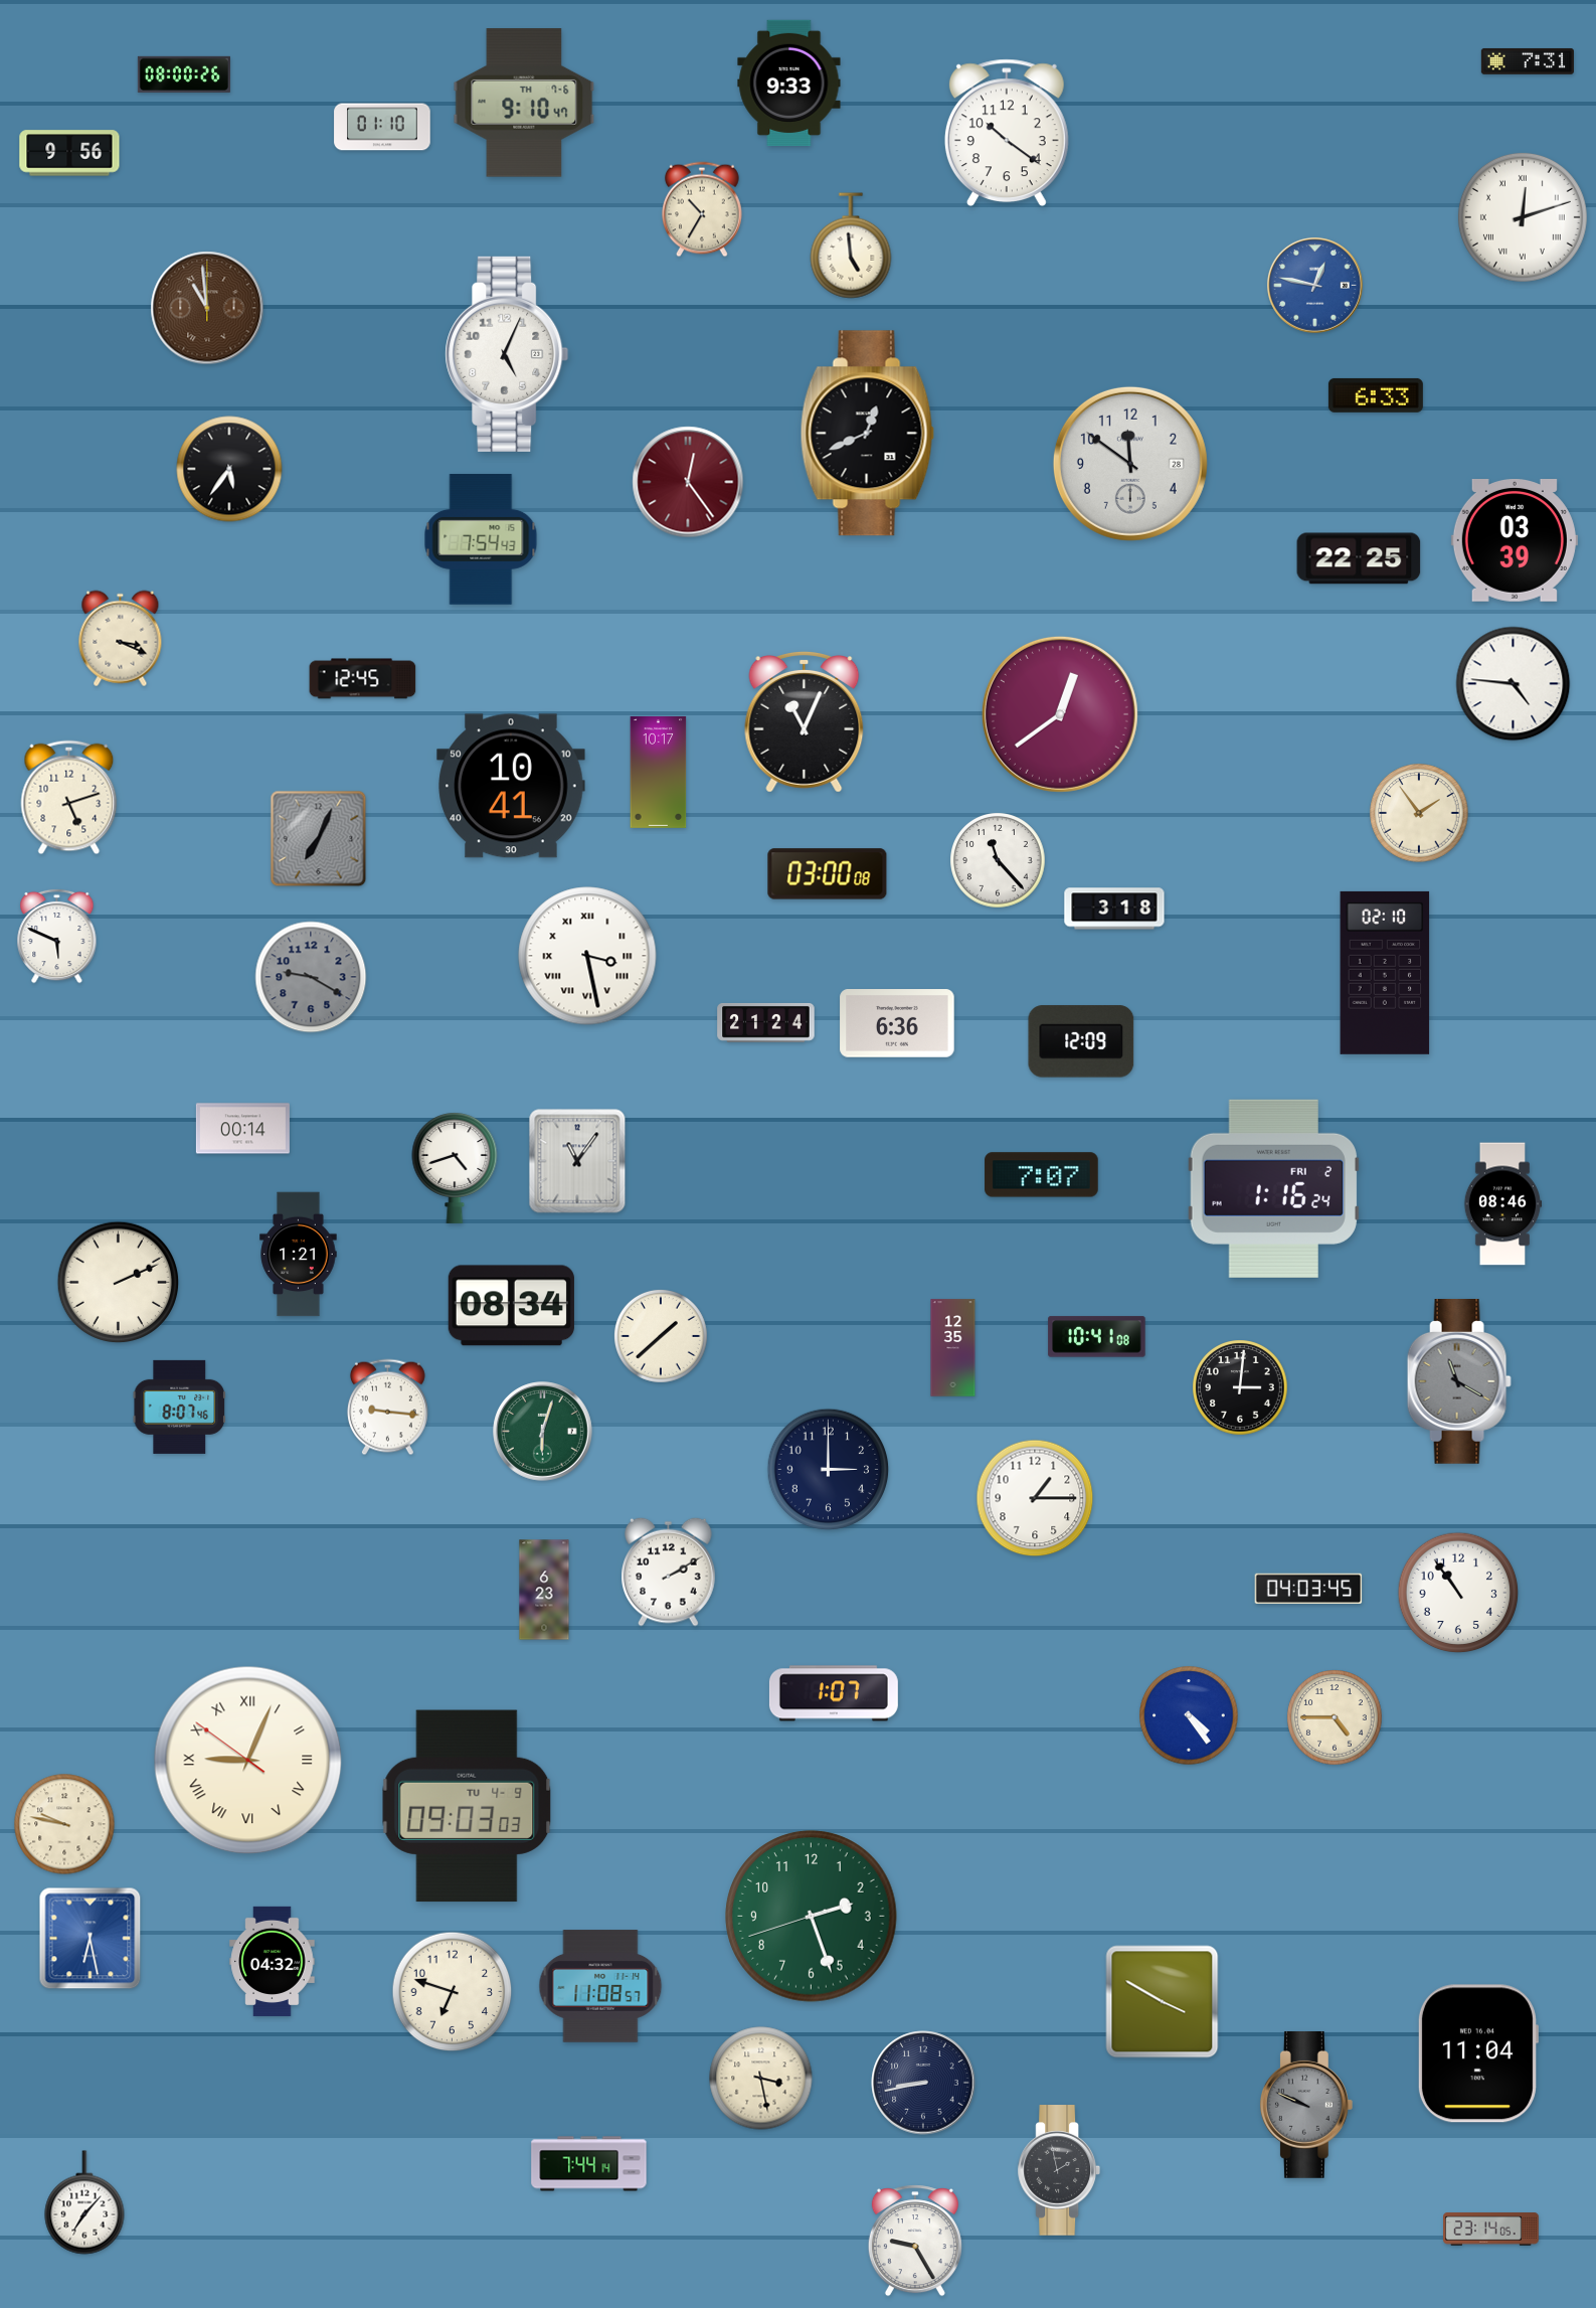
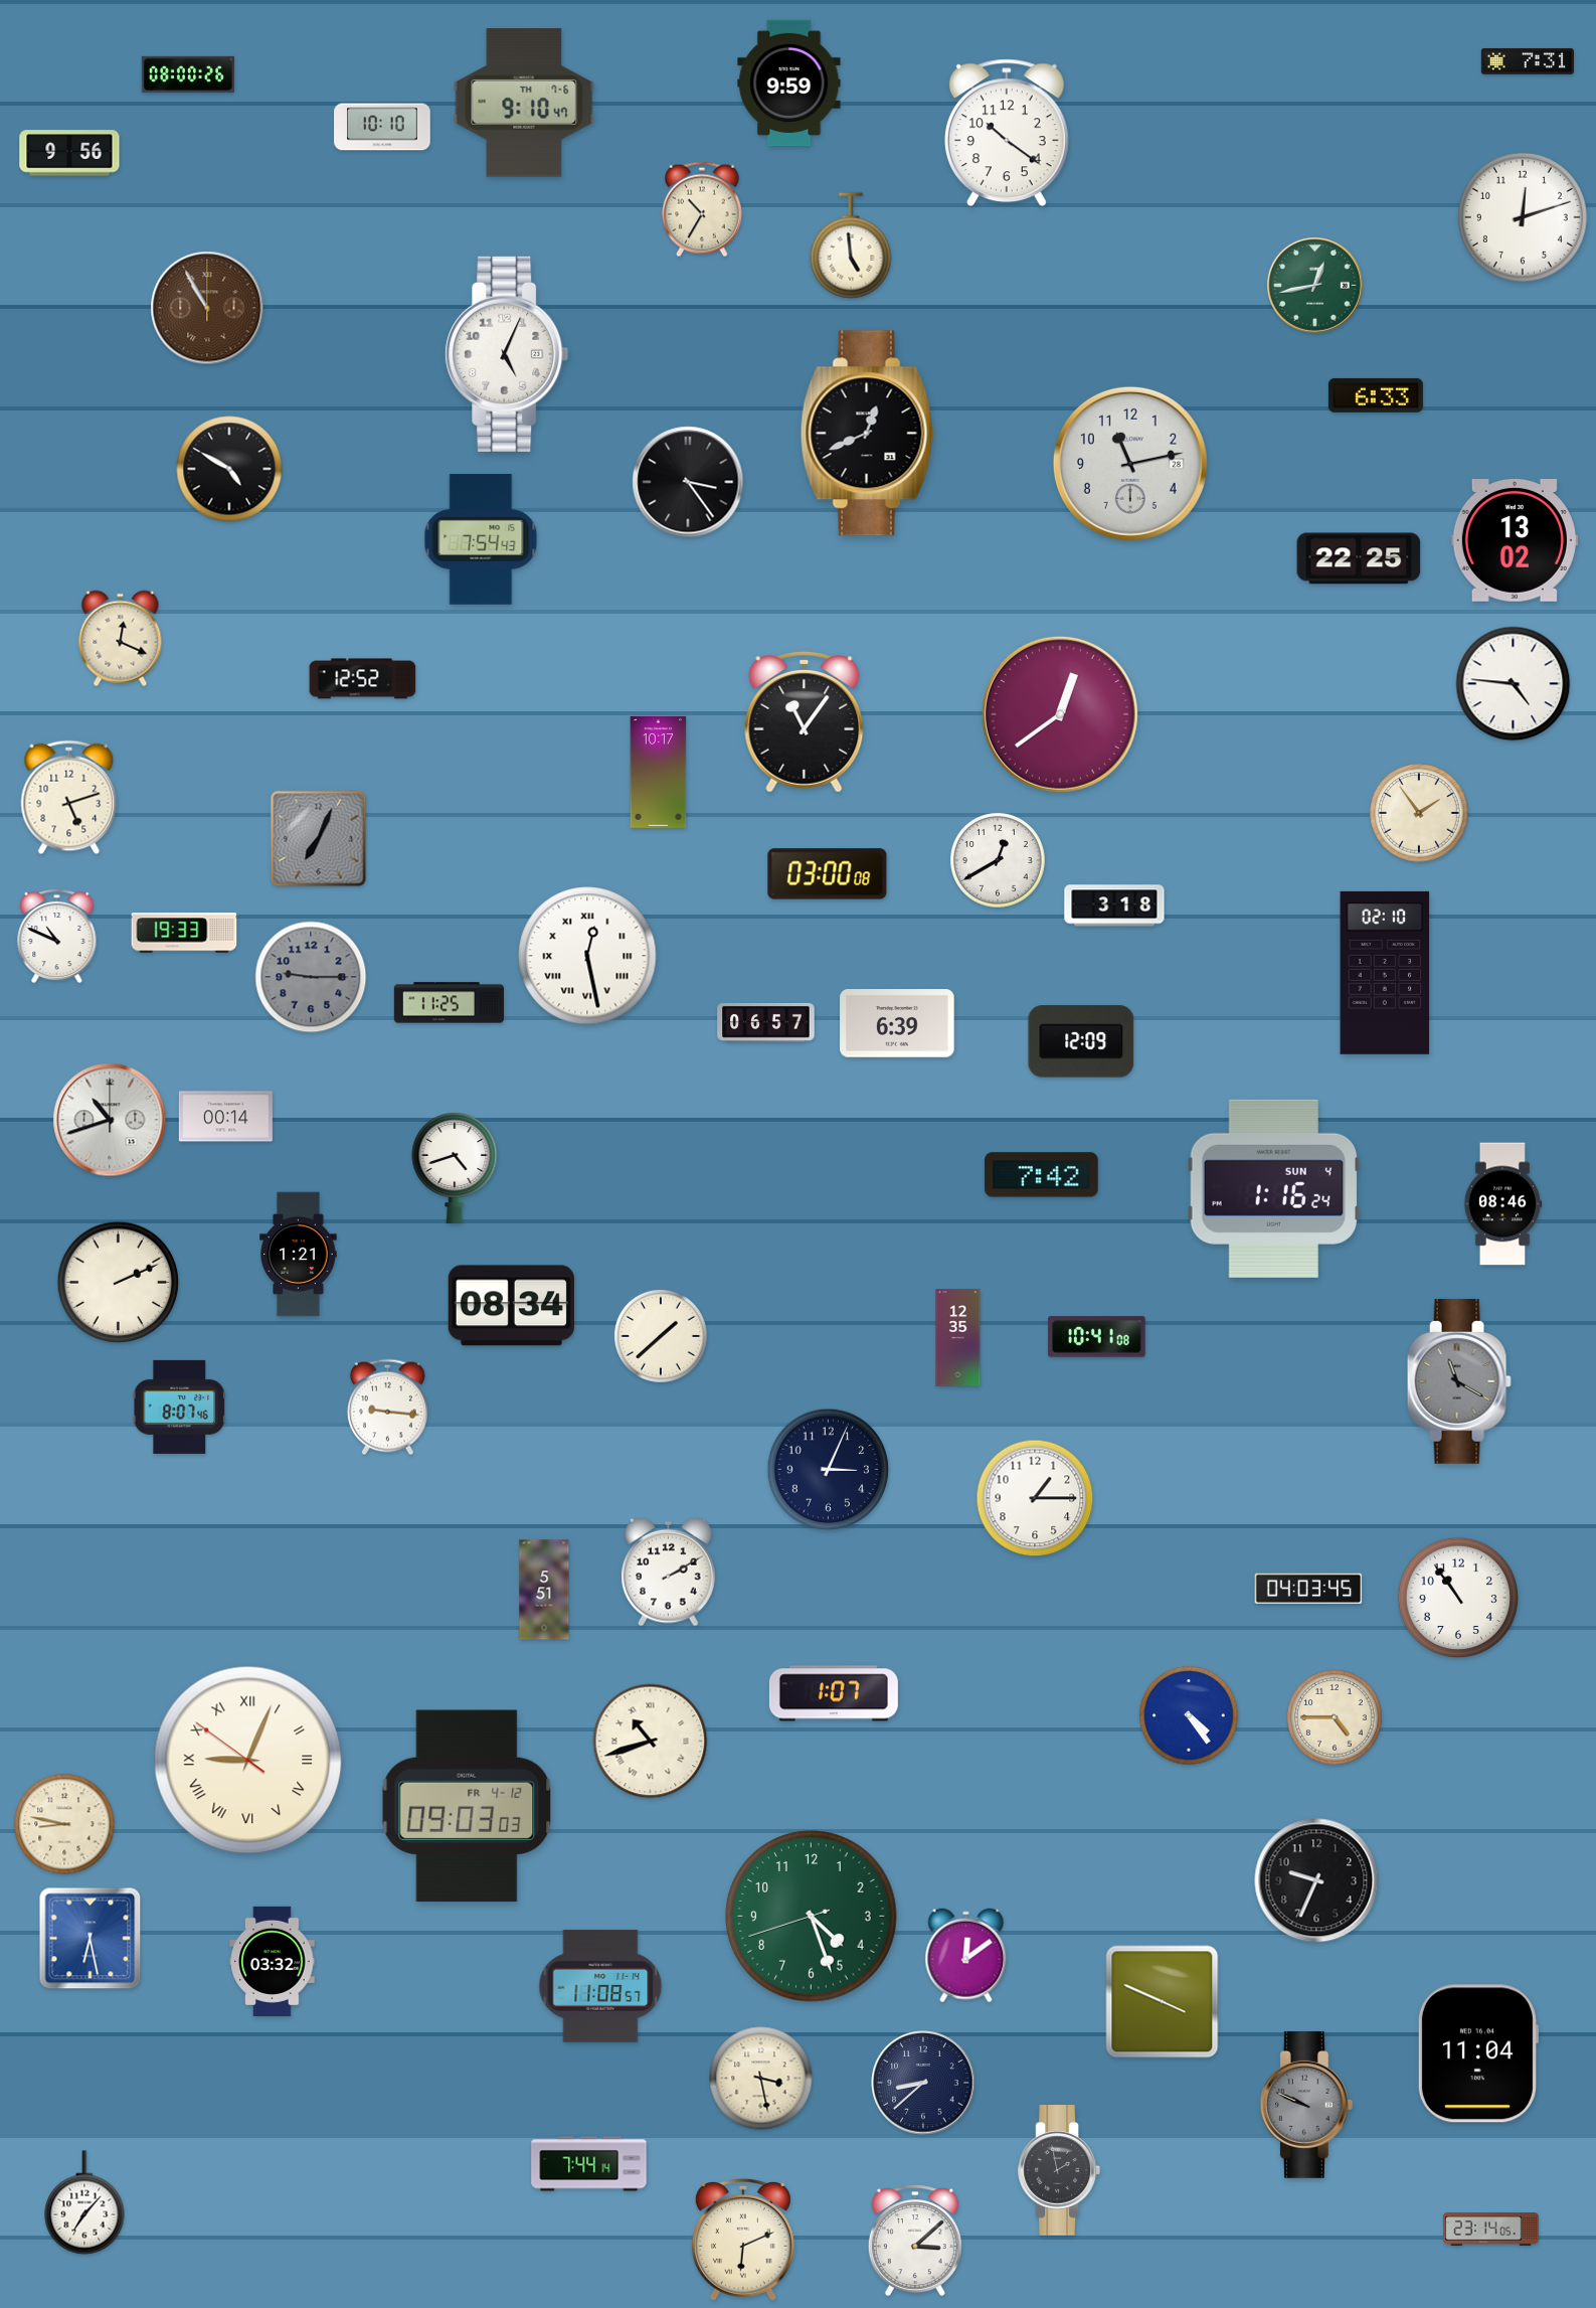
clock at (184, 74) position: (184, 74) -> (188, 74)
clock at (789, 83): 9:33 -> 9:59
clock at (382, 127): 01:10 -> 10:10
clock at (1523, 217) numerals: Roman -> Arabic
clock at (1314, 285): 12:47 -> 12:43
clock at (1314, 285) dial: blue -> green
clock at (207, 308): 10:59 -> 10:55
clock at (1130, 464): 11:51 -> 11:13
clock at (229, 469): 5:36 -> 4:50
clock at (688, 482): 12:24 -> 3:24
clock at (688, 482) dial: burgundy -> black
clock at (1515, 541): 03:39 -> 13:02
clock at (121, 639): 3:19 -> 12:19
clock at (363, 679): 12:45 -> 12:52
clock at (805, 721): 11:04 -> 11:06
clock at (511, 786): 10:41 -> none
clock at (998, 860): 11:23 -> 12:40
clock at (1114, 909) position: (1114, 909) -> (1114, 905)
clock at (184, 933): none -> 19:33
clock at (57, 936): 5:49 -> 10:49
clock at (587, 956): 3:28 -> 12:28
clock at (311, 977): 9:20 -> 9:15
clock at (449, 1003): none -> 11:25
clock at (766, 1022): 21:24 -> 06:57
clock at (897, 1023): 6:36 -> 6:39
clock at (110, 1120): none -> 10:42
clock at (242, 1129) position: (242, 1129) -> (225, 1117)
clock at (577, 1161): 11:06 -> none
clock at (1042, 1175): 7:07 -> 7:42
clock at (1273, 1188) date: FRI 2 -> SUN 4
clock at (953, 1348) position: (953, 1348) -> (958, 1338)
clock at (1240, 1387): 3:01 -> none
clock at (543, 1432): 6:03 -> none
clock at (829, 1470): 3:00 -> 3:04
clock at (544, 1590): 6:23 -> 5:51
clock at (1458, 1593) position: (1458, 1593) -> (1458, 1598)
clock at (651, 1742): none -> 10:42
clock at (467, 1806) date: TU 4-9 -> FR 4-12
clock at (64, 1824): 9:47 -> 8:47
clock at (1316, 1880): none -> 9:34
clock at (812, 1917): 2:26 -> 4:26
clock at (966, 1956): none -> 12:09
clock at (273, 1961): 04:32 -> 03:32
clock at (453, 1992): 6:48 -> none
clock at (1163, 2002): 3:50 -> 3:49
clock at (923, 2083): 8:43 -> 8:38
clock at (743, 2240): none -> 6:11
clock at (915, 2241): 9:25 -> 3:08
